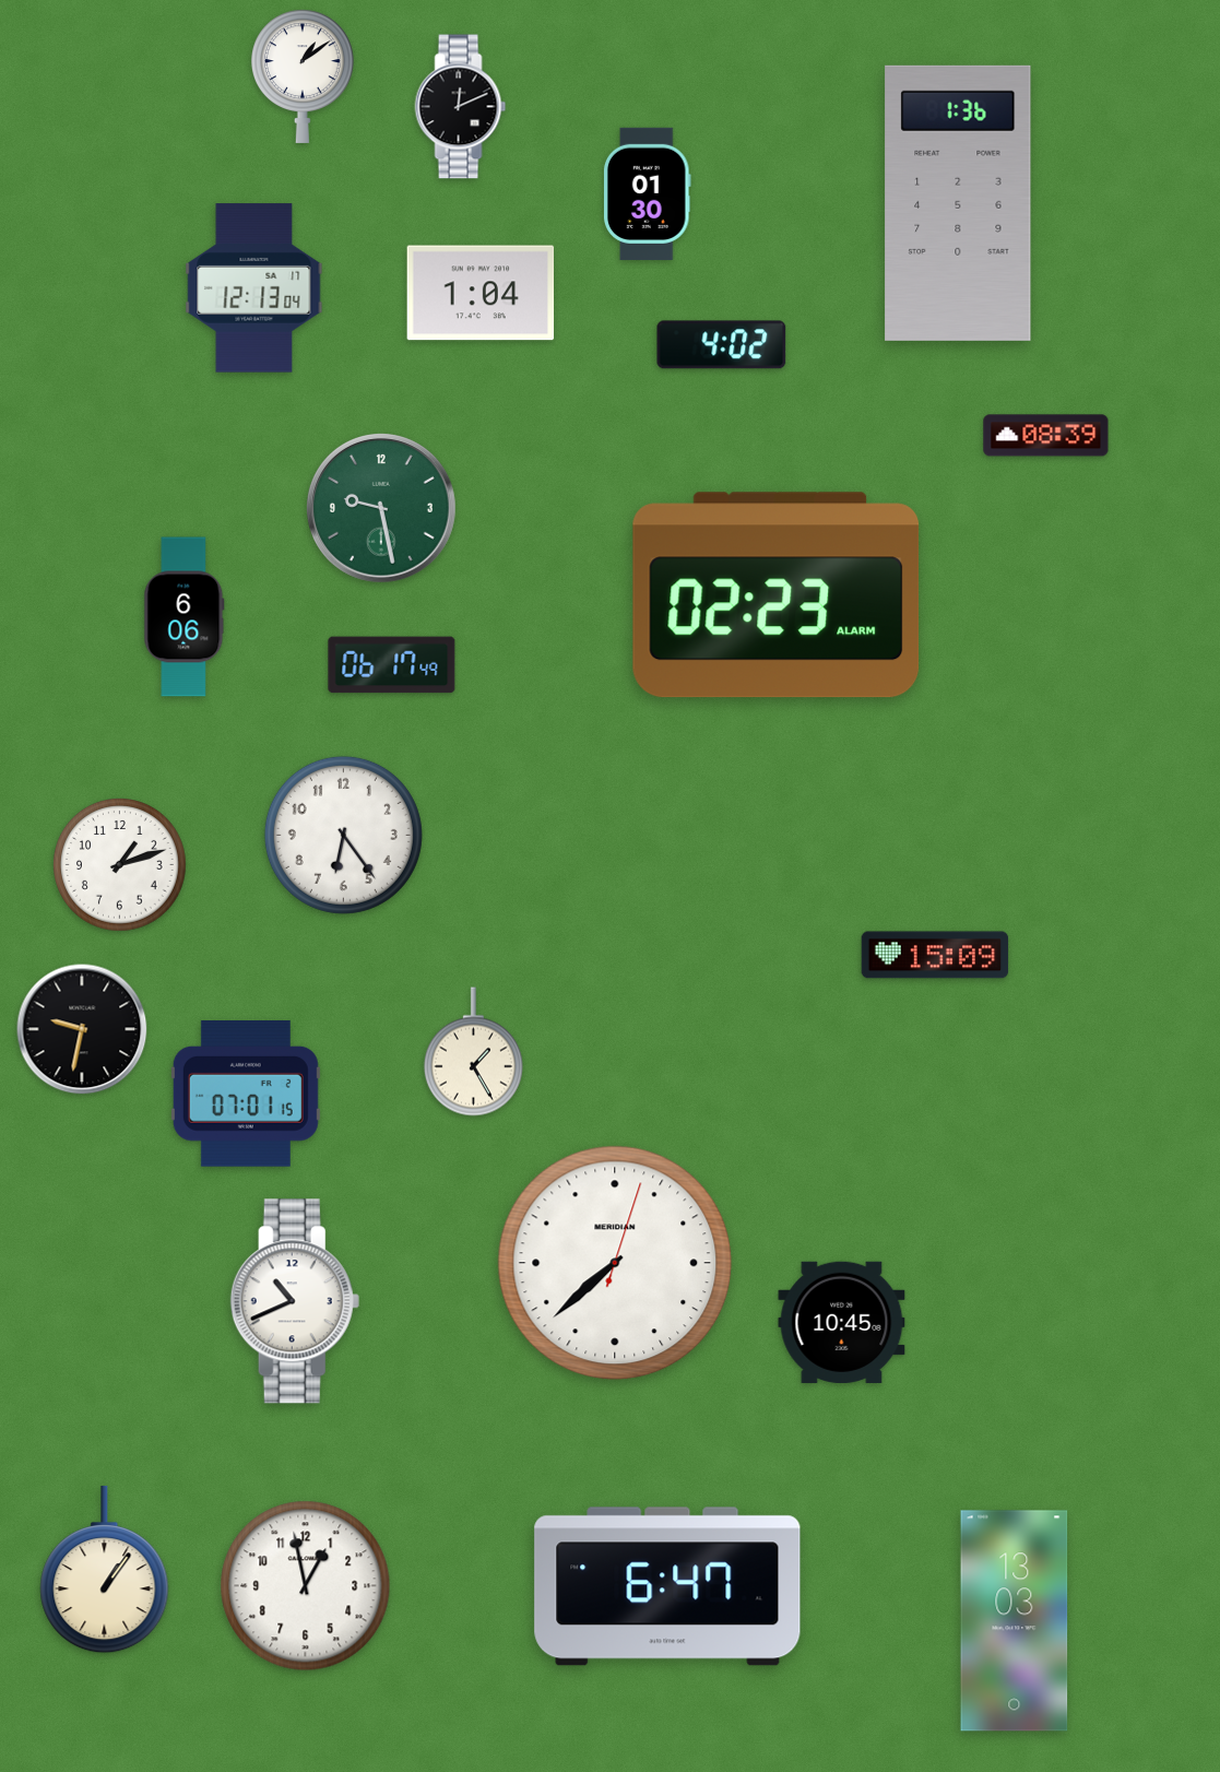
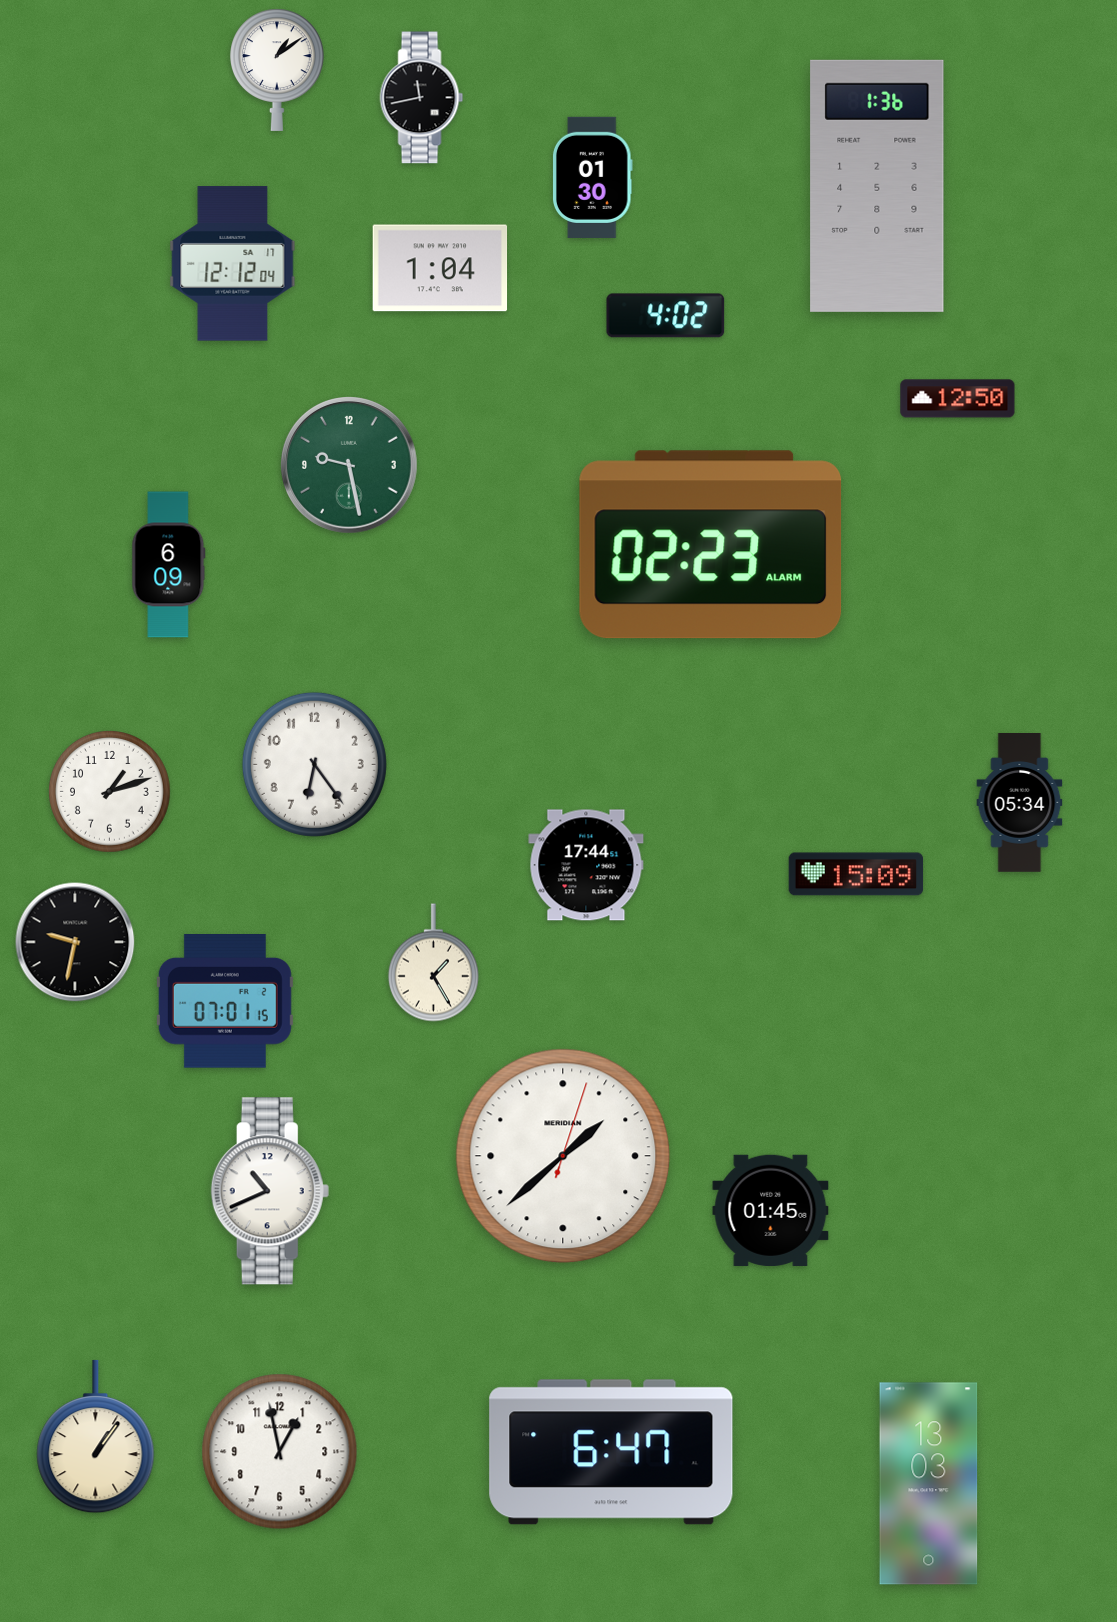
clock at (461, 107): 12:11 -> 11:43
clock at (254, 288): 12:13 -> 12:12
clock at (722, 345) position: (722, 345) -> (666, 316)
clock at (1046, 436): 08:39 -> 12:50
clock at (185, 617): 6:06 -> 6:09
clock at (392, 665): 06:17 -> none
clock at (1020, 803): none -> 05:34
clock at (586, 865): none -> 17:44
clock at (615, 1263): 7:38 -> 1:38
clock at (842, 1322): 10:45 -> 01:45
